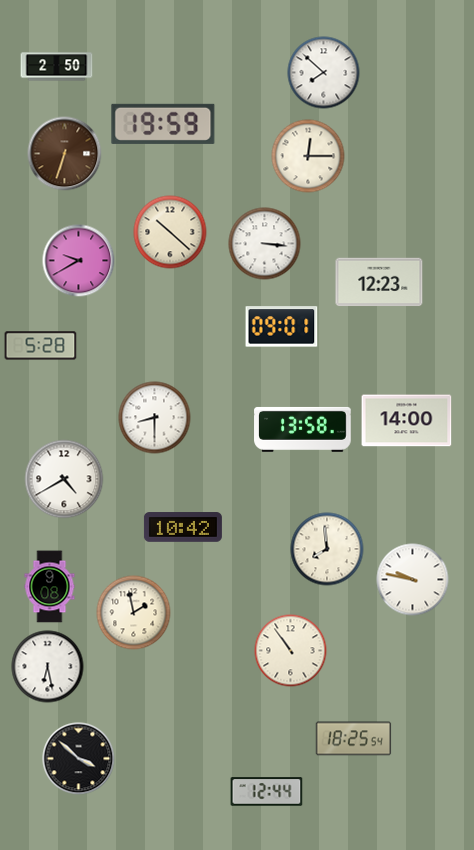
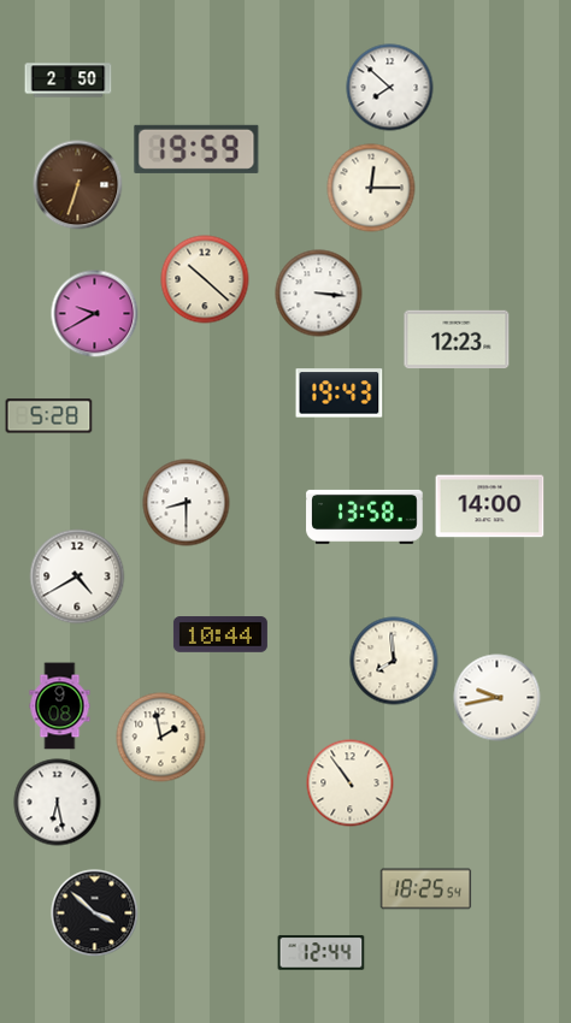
clock at (282, 327): 09:01 -> 19:43
clock at (183, 527): 10:42 -> 10:44
clock at (413, 580): 9:47 -> 9:43
